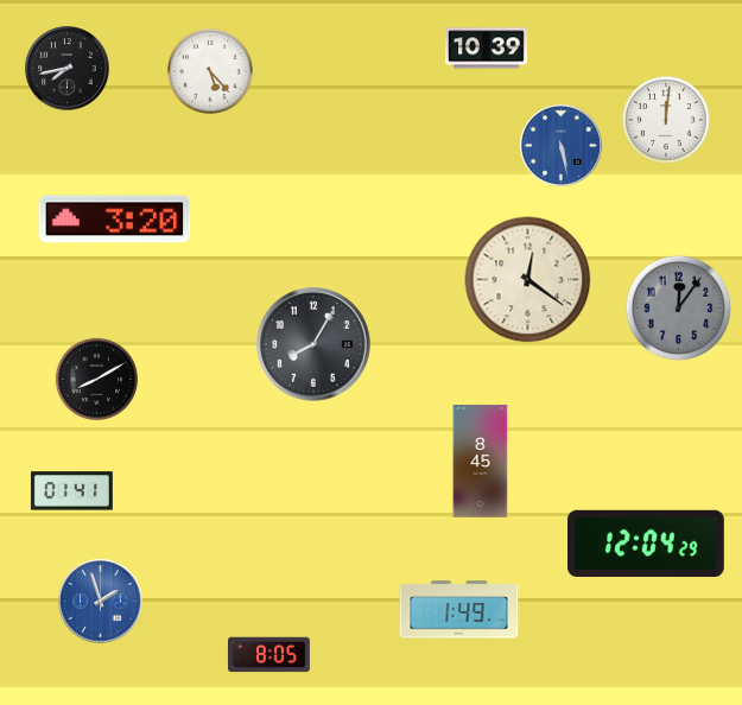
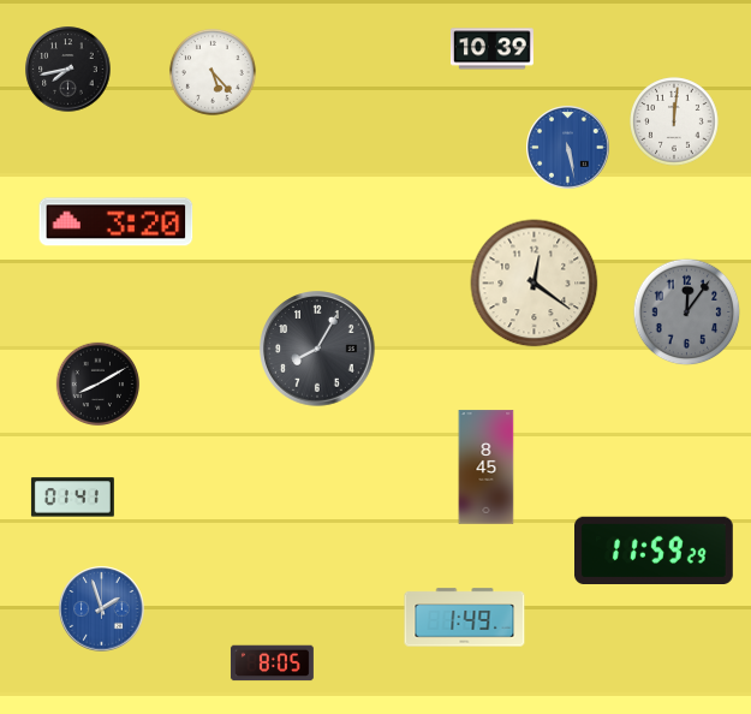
clock at (647, 542): 12:04 -> 11:59
